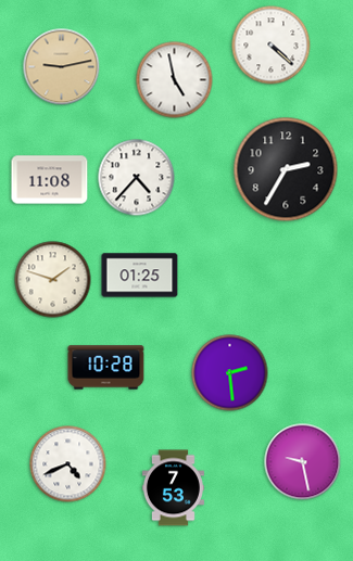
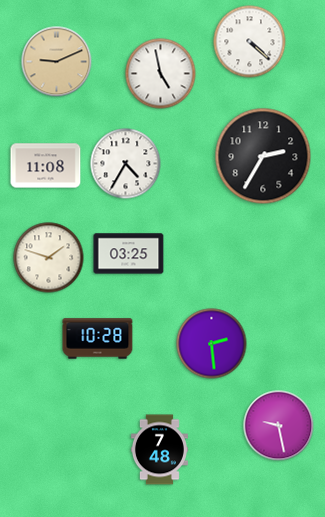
clock at (62, 67): 9:13 -> 9:11
clock at (137, 178): 4:37 -> 4:35
clock at (140, 276): 01:25 -> 03:25
clock at (68, 464): 4:41 -> none
clock at (173, 488): 7:53 -> 7:48
